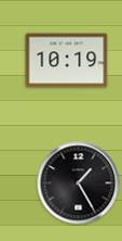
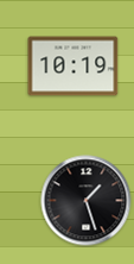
clock at (79, 183): 1:25 -> 1:27
